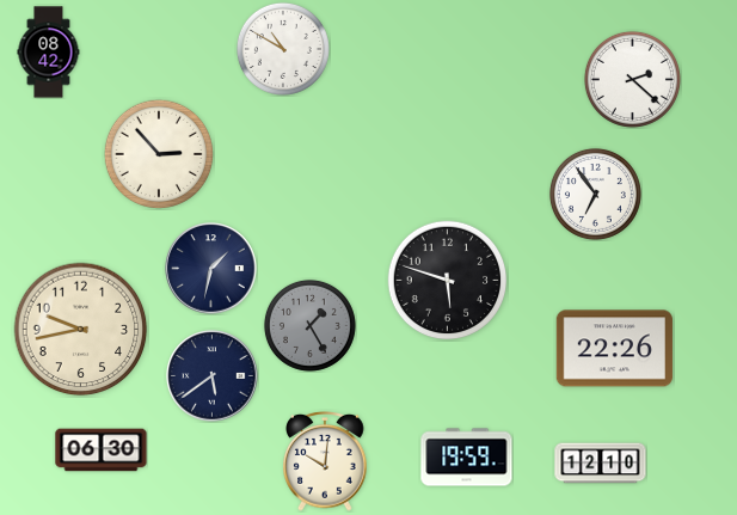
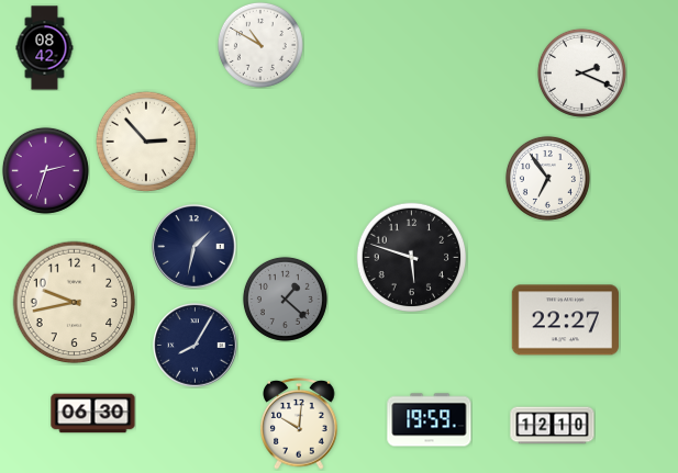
clock at (632, 79): 2:22 -> 2:19
clock at (45, 170): none -> 2:33
clock at (309, 325): 1:25 -> 1:22
clock at (614, 349): 22:26 -> 22:27
clock at (213, 376): 5:39 -> 8:05
